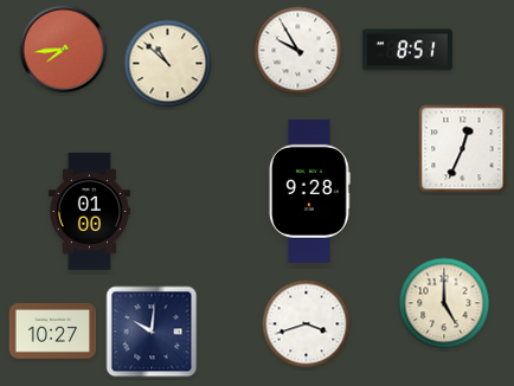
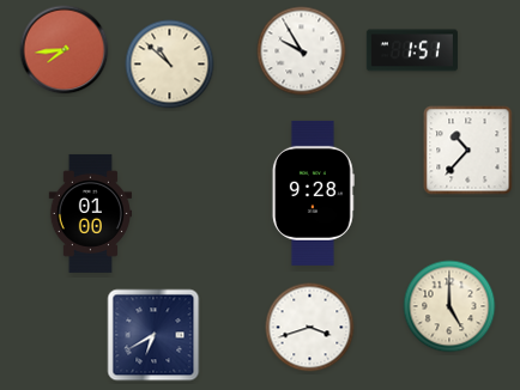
clock at (407, 50): 8:51 -> 1:51
clock at (463, 149): 12:34 -> 10:37
clock at (53, 330): 10:27 -> none
clock at (152, 332): 10:01 -> 6:40
